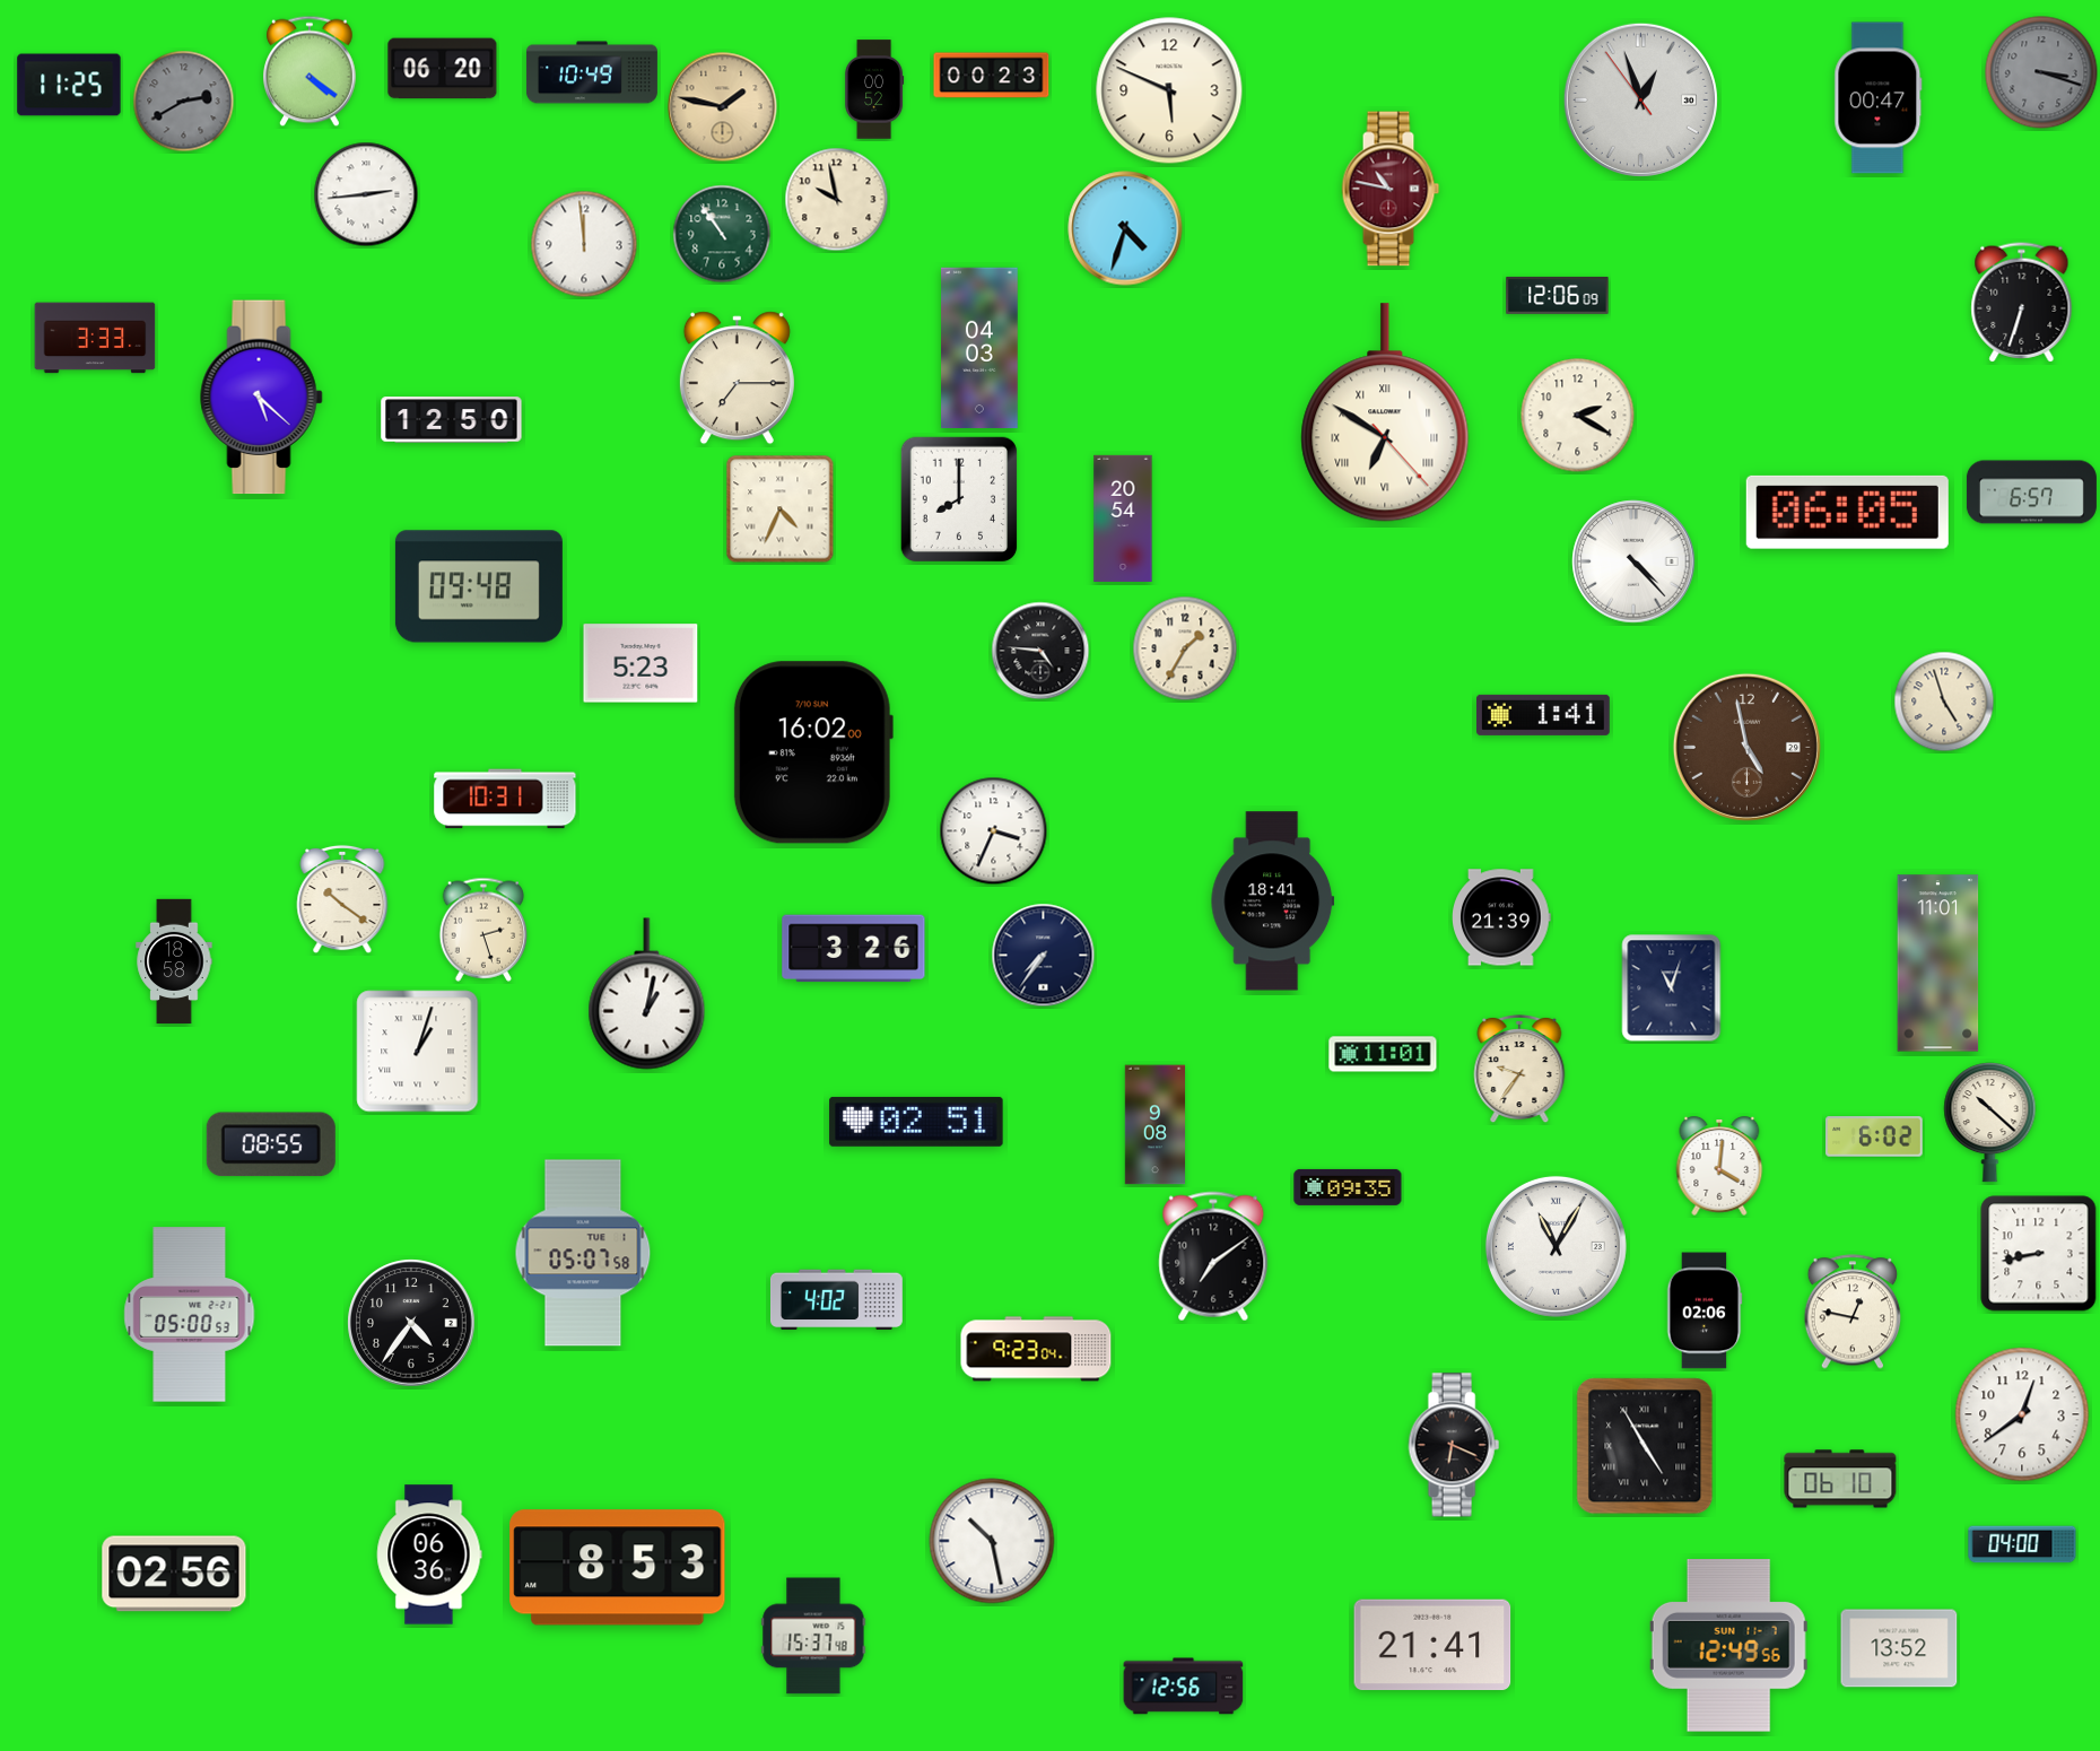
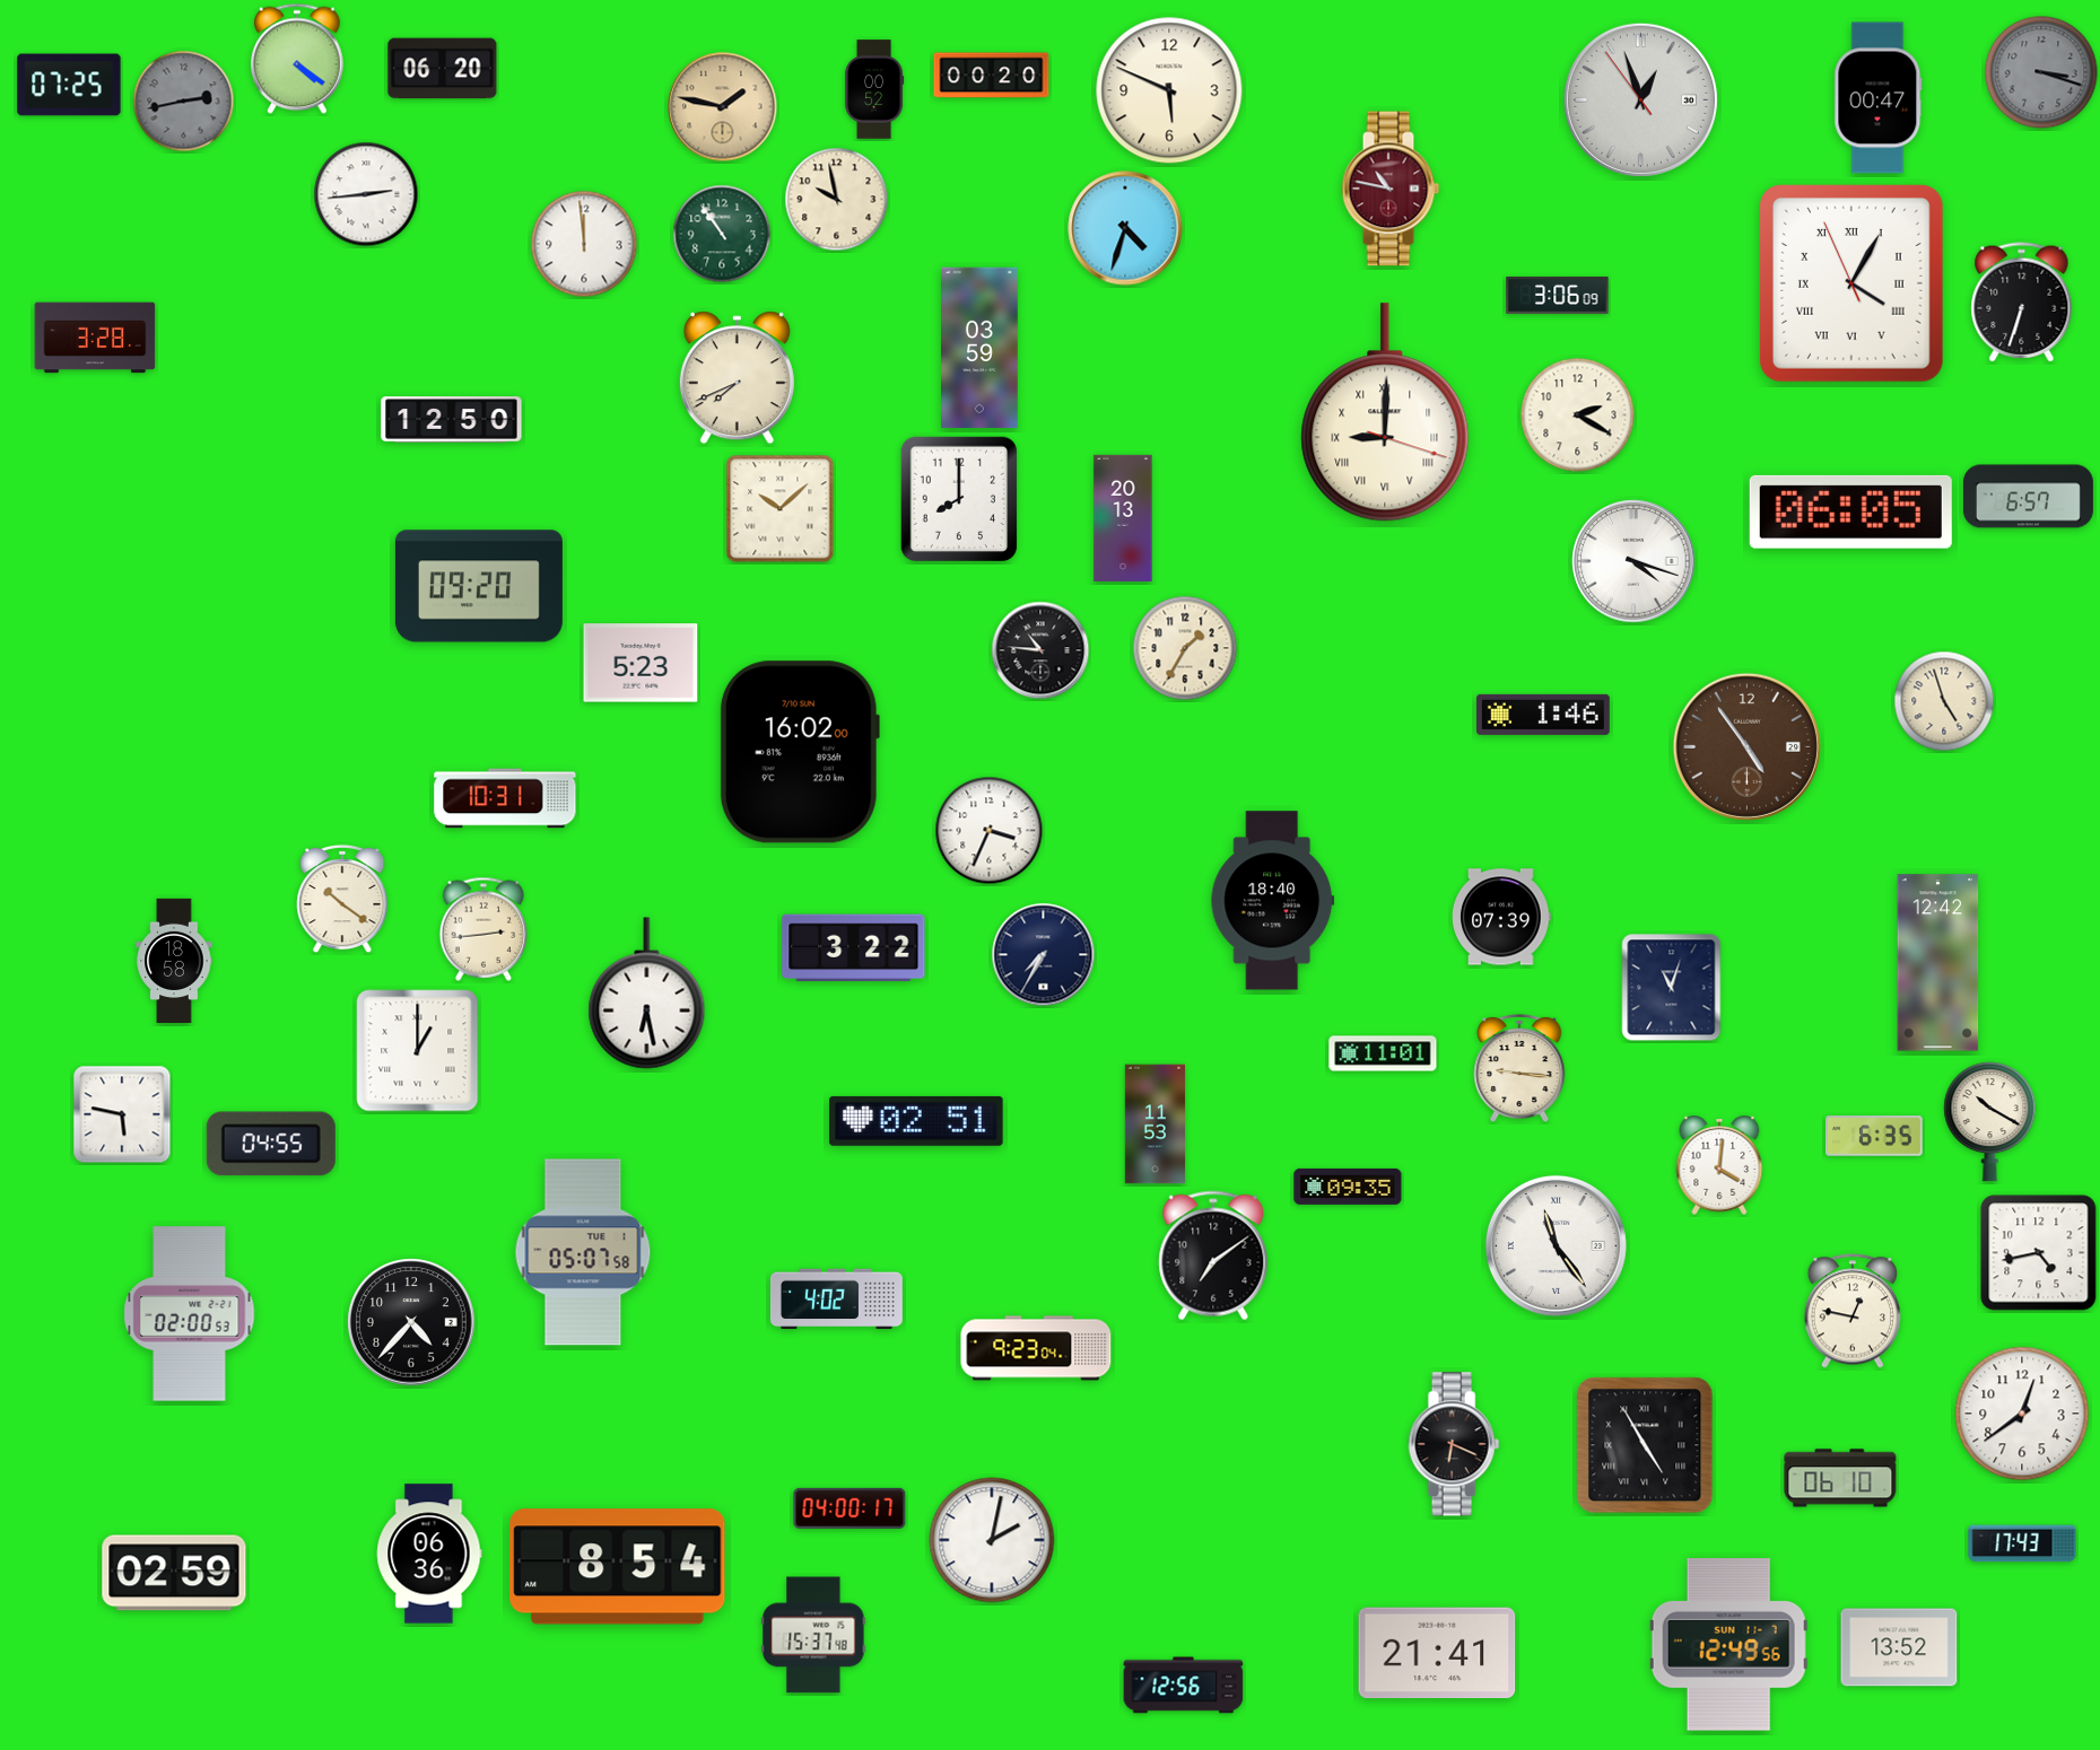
clock at (311, 71) position: (311, 71) -> (298, 59)
clock at (592, 72): 10:49 -> none
clock at (992, 76): 00:23 -> 00:20
clock at (69, 85): 11:25 -> 07:25
clock at (184, 102): 2:40 -> 2:43
clock at (1851, 285): none -> 4:04
clock at (1558, 296): 12:06 -> 3:06
clock at (95, 338): 3:33 -> 3:28
clock at (981, 348): 04:03 -> 03:59
clock at (737, 378): 7:15 -> 7:41
clock at (262, 398): 5:22 -> none
clock at (1385, 412): 6:50 -> 9:00
clock at (2031, 493) position: (2031, 493) -> (2028, 497)
clock at (781, 509): 4:34 -> 10:08
clock at (1847, 512) position: (1847, 512) -> (1850, 511)
clock at (1123, 519): 20:54 -> 20:13
clock at (1633, 561): 4:23 -> 4:18
clock at (479, 586): 09:48 -> 09:20
clock at (1040, 651): 4:46 -> 10:46
clock at (1544, 715): 1:41 -> 1:46
clock at (1746, 747): 4:58 -> 4:54
clock at (813, 752) position: (813, 752) -> (800, 752)
clock at (994, 831) position: (994, 831) -> (990, 831)
clock at (1273, 901): 18:41 -> 18:40
clock at (1501, 917): 21:39 -> 07:39
clock at (483, 930): 2:27 -> 2:44
clock at (854, 949): 3:26 -> 3:22
clock at (1044, 956): 7:36 -> 7:35
clock at (1938, 964): 11:01 -> 12:42
clock at (647, 994): 1:02 -> 6:28
clock at (418, 1052): 1:03 -> 1:00
clock at (1519, 1069): 9:36 -> 9:16
clock at (122, 1114): none -> 5:47
clock at (1990, 1123): 10:22 -> 10:20
clock at (1156, 1125): 9:08 -> 11:53
clock at (1875, 1136): 6:02 -> 6:35
clock at (271, 1144): 08:55 -> 04:55
clock at (1556, 1246): 11:05 -> 11:24
clock at (2039, 1254): 8:43 -> 4:43
clock at (1705, 1310): 02:06 -> none
clock at (190, 1315): 05:00 -> 02:00
clock at (411, 1323): 4:36 -> 4:37
clock at (849, 1508): none -> 04:00
clock at (992, 1541): 10:28 -> 2:02
clock at (2022, 1544): 04:00 -> 17:43
clock at (618, 1568): 8:53 -> 8:54
clock at (174, 1574): 02:56 -> 02:59
clock at (1432, 1645) position: (1432, 1645) -> (1437, 1653)
